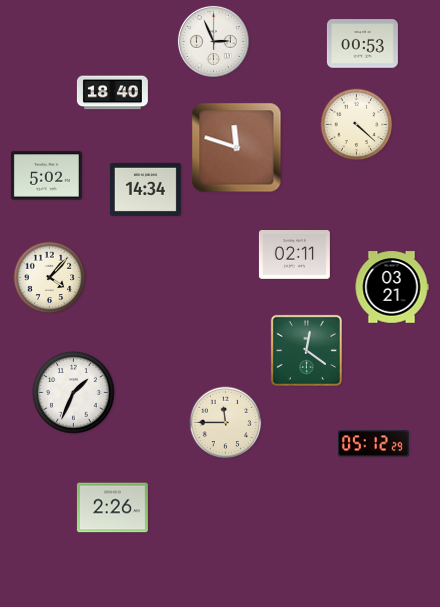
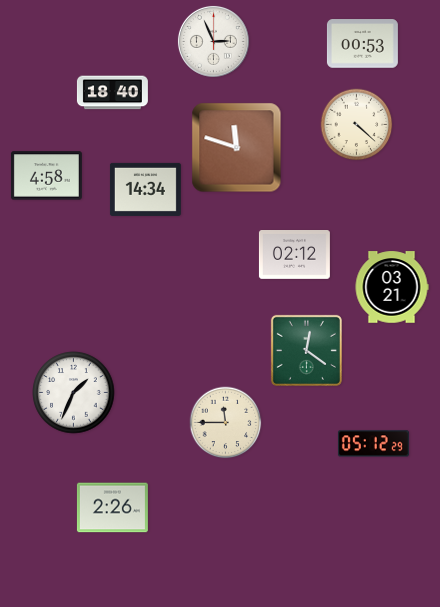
clock at (46, 176): 5:02 -> 4:58
clock at (294, 255): 02:11 -> 02:12
clock at (50, 278): 4:07 -> none
